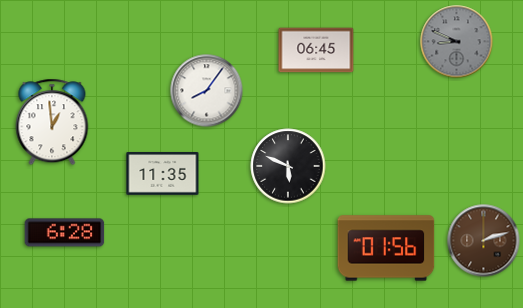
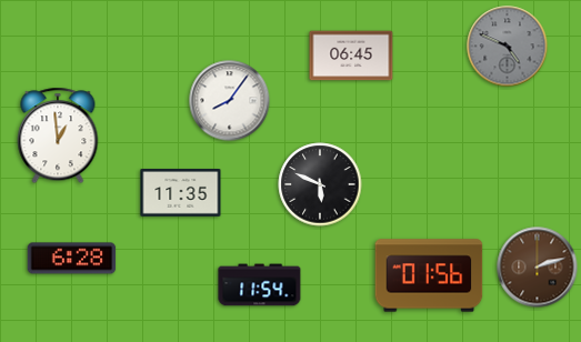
clock at (457, 42): 8:49 -> 4:49
clock at (260, 285): none -> 11:54
